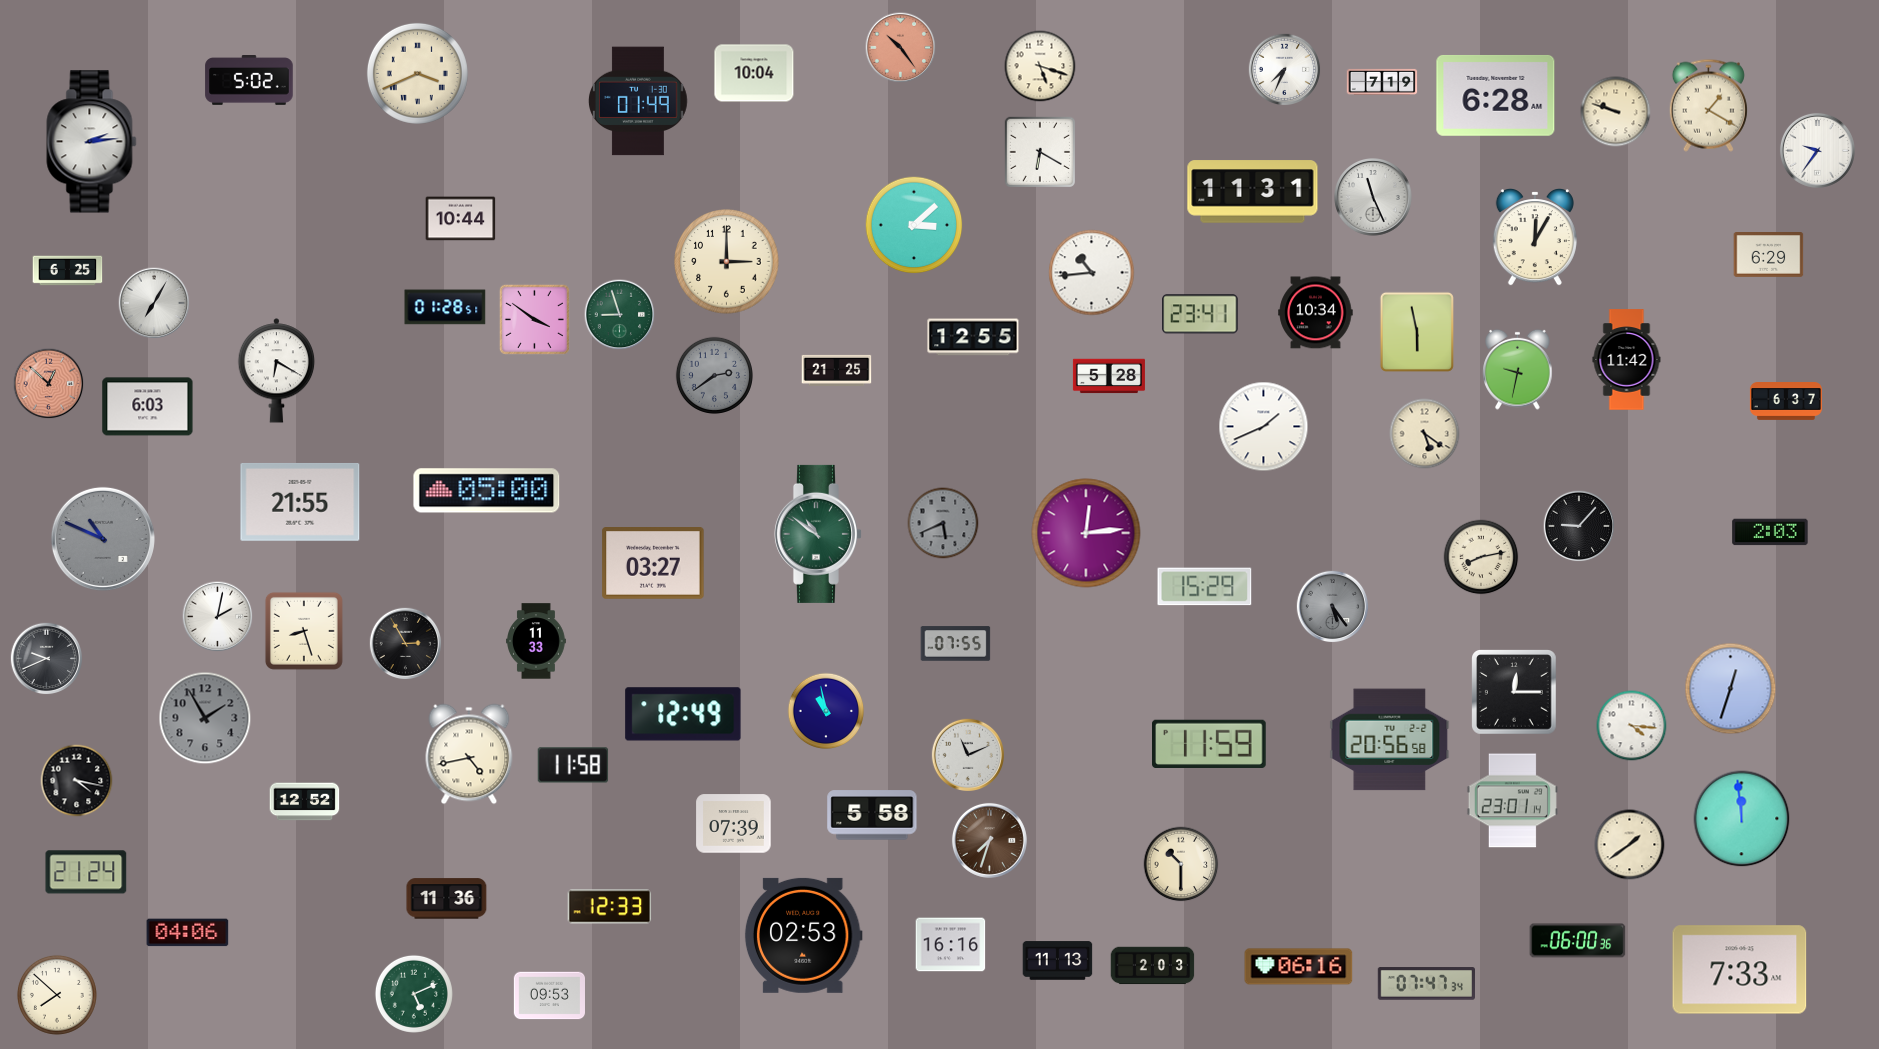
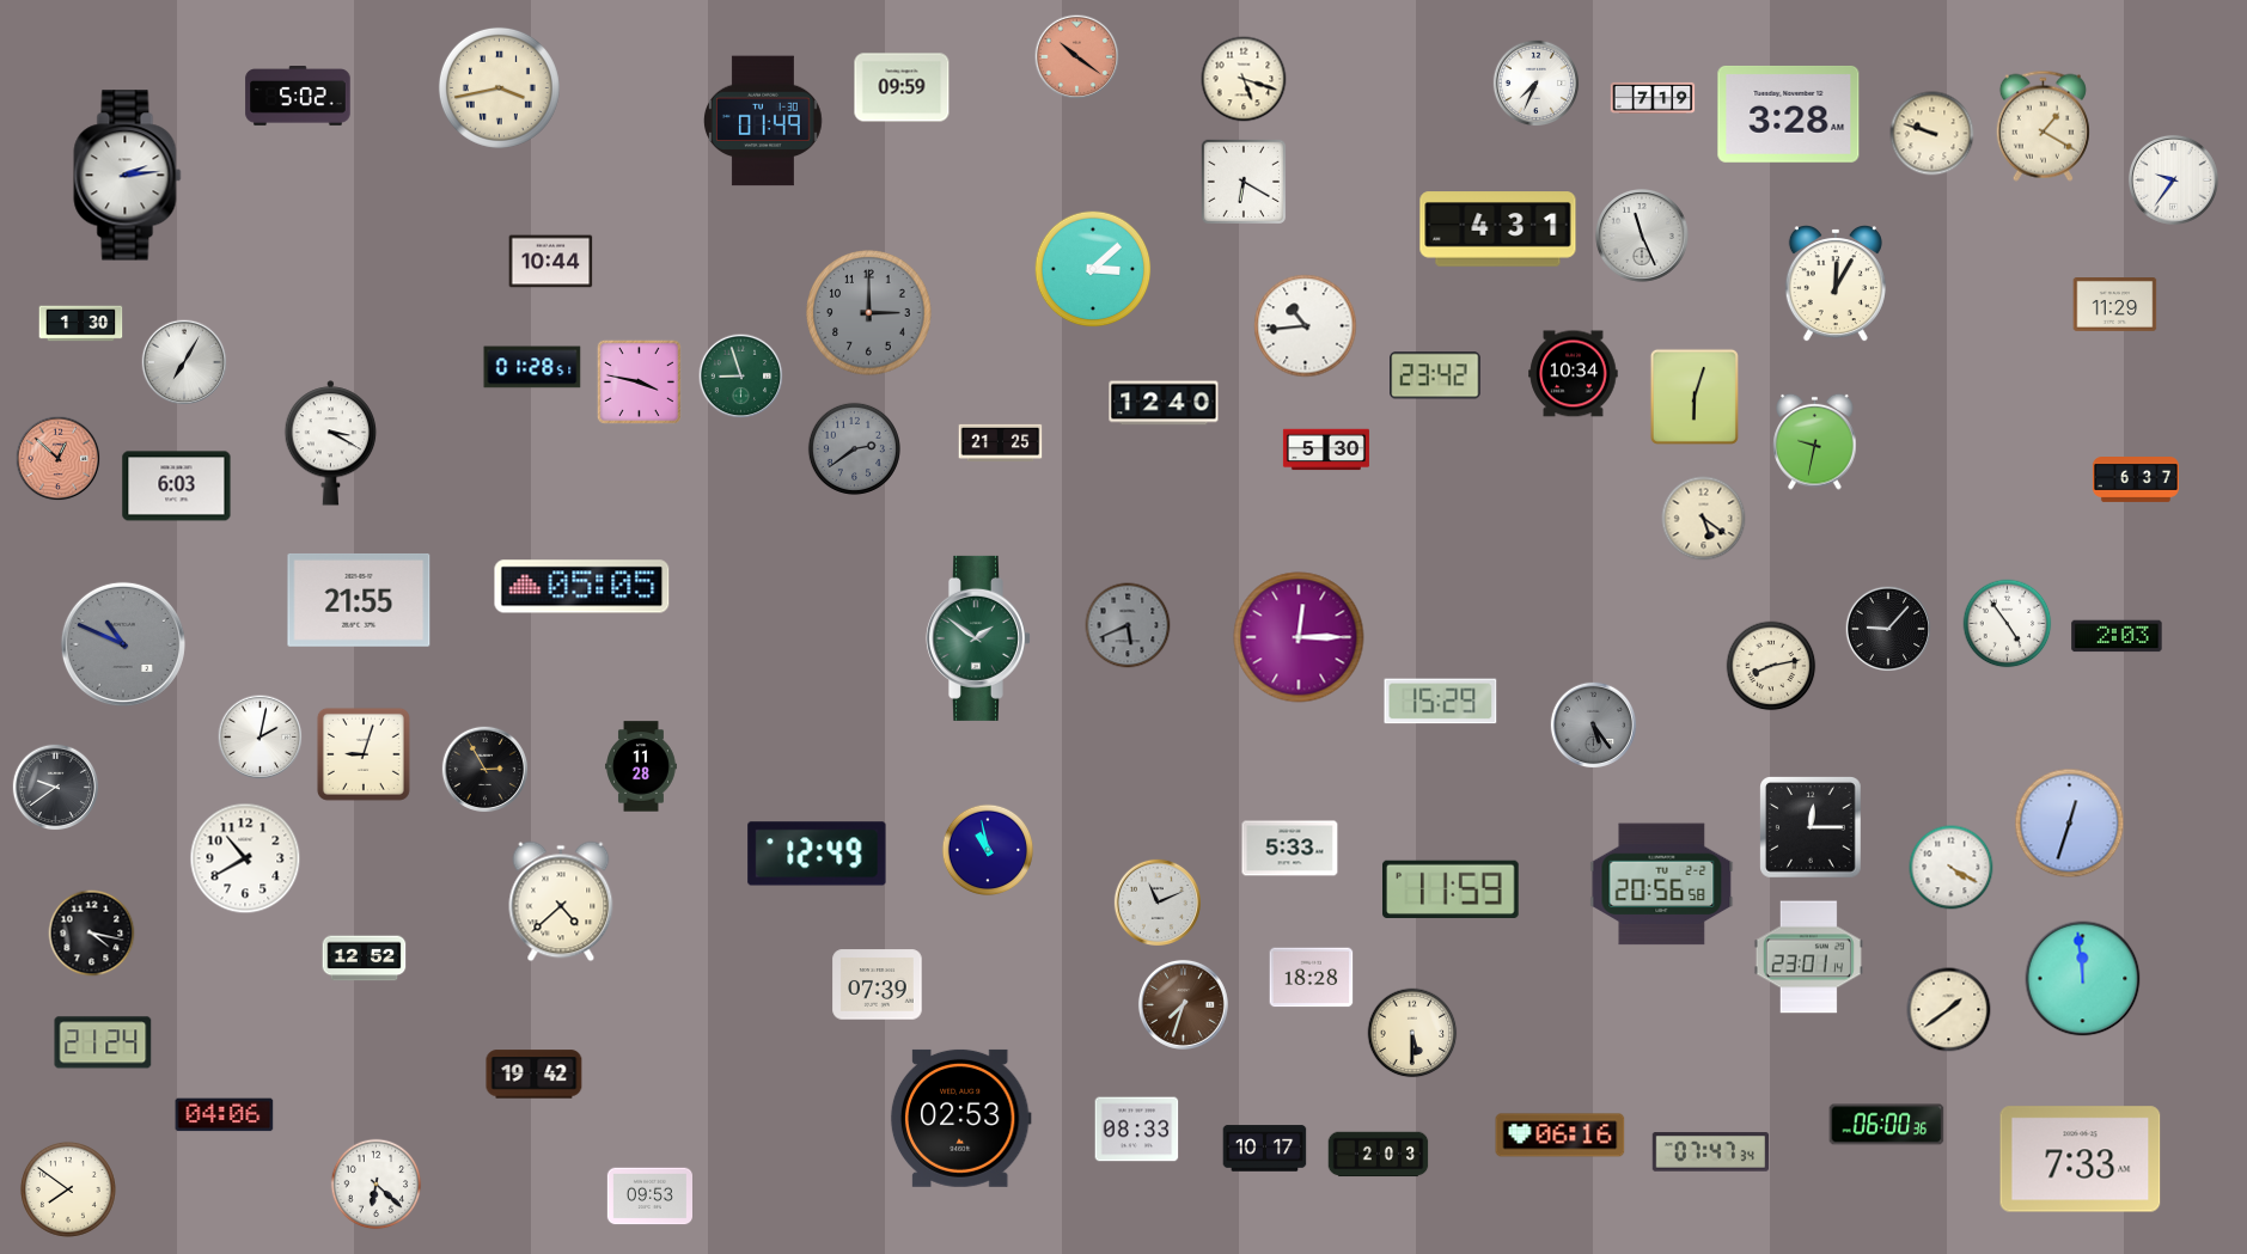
clock at (901, 48): 10:24 -> 10:21
clock at (417, 73): 3:41 -> 3:43
clock at (754, 73): 10:04 -> 09:59
clock at (1496, 95): 6:28 -> 3:28
clock at (92, 142) position: (92, 142) -> (128, 176)
clock at (1253, 192): 11:31 -> 4:31
clock at (1769, 255): 6:29 -> 11:29
clock at (727, 262) dial: cream -> grey
clock at (68, 271): 6:25 -> 1:30
clock at (1200, 314): 23:41 -> 23:42
clock at (534, 319): 3:51 -> 3:47
clock at (1417, 332): 5:58 -> 6:03
clock at (973, 337): 12:55 -> 12:40
clock at (1627, 360): 11:42 -> none
clock at (277, 371): 6:20 -> 3:20
clock at (1109, 376): 5:28 -> 5:30
clock at (1264, 427): 1:41 -> none
clock at (487, 491): 05:00 -> 05:05
clock at (2008, 624): none -> 4:54
clock at (1086, 533): 12:14 -> 12:15
clock at (818, 534): 10:51 -> 1:51
clock at (653, 564): 03:27 -> none
clock at (304, 631): 8:27 -> 9:03
clock at (537, 641): 11:33 -> 11:28
clock at (956, 644): 07:55 -> none
clock at (47, 659): 9:41 -> 9:39
clock at (1290, 849): none -> 5:33
clock at (205, 718): 1:55 -> 10:40
clock at (205, 718) dial: grey -> white
clock at (1632, 726): 4:16 -> 4:20
clock at (1209, 743) position: (1209, 743) -> (1451, 888)
clock at (469, 754): 4:43 -> 4:38
clock at (573, 765): 11:58 -> none
clock at (872, 815): 5:58 -> none
clock at (1312, 978): none -> 18:28
clock at (1181, 864): 10:30 -> 5:30
clock at (447, 899): 11:36 -> 19:42
clock at (610, 907): 12:33 -> none
clock at (951, 945): 16:16 -> 08:33
clock at (1058, 961): 11:13 -> 10:17
clock at (1299, 967) position: (1299, 967) -> (1561, 1136)
clock at (1426, 984) position: (1426, 984) -> (1710, 1152)
clock at (377, 1185): none -> 6:22
clock at (414, 994): 5:11 -> none
clock at (57, 995): 7:52 -> 7:51
clock at (549, 996) position: (549, 996) -> (649, 1197)
